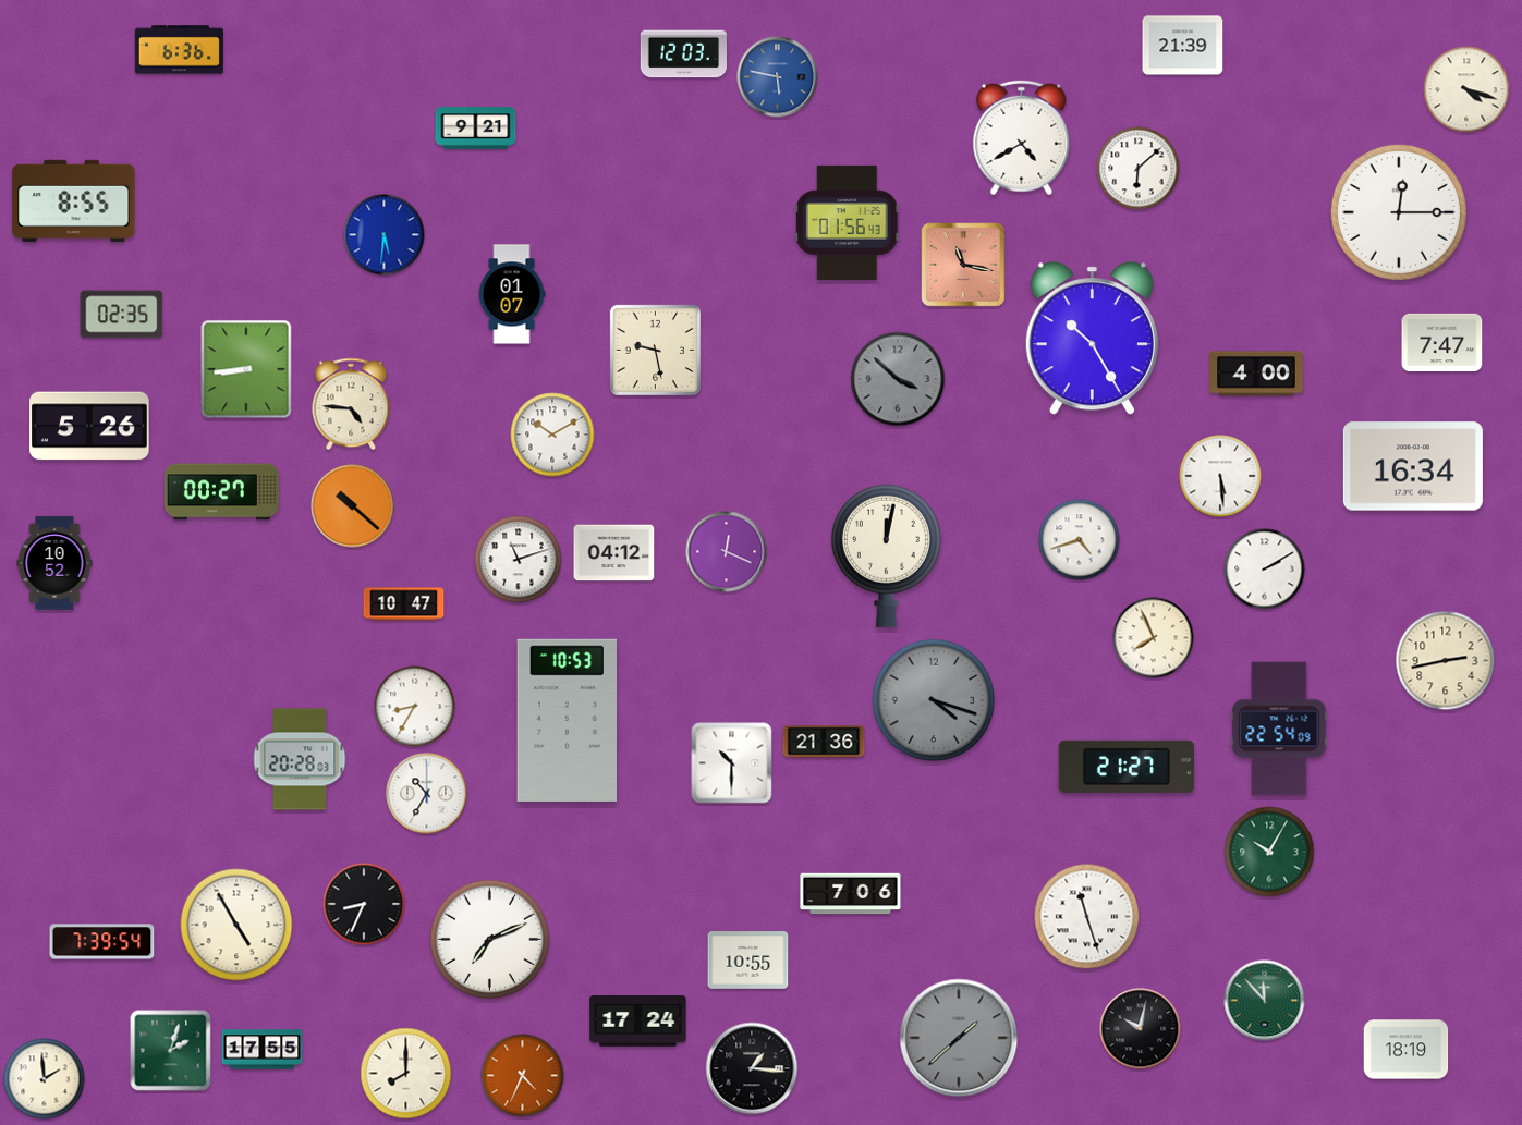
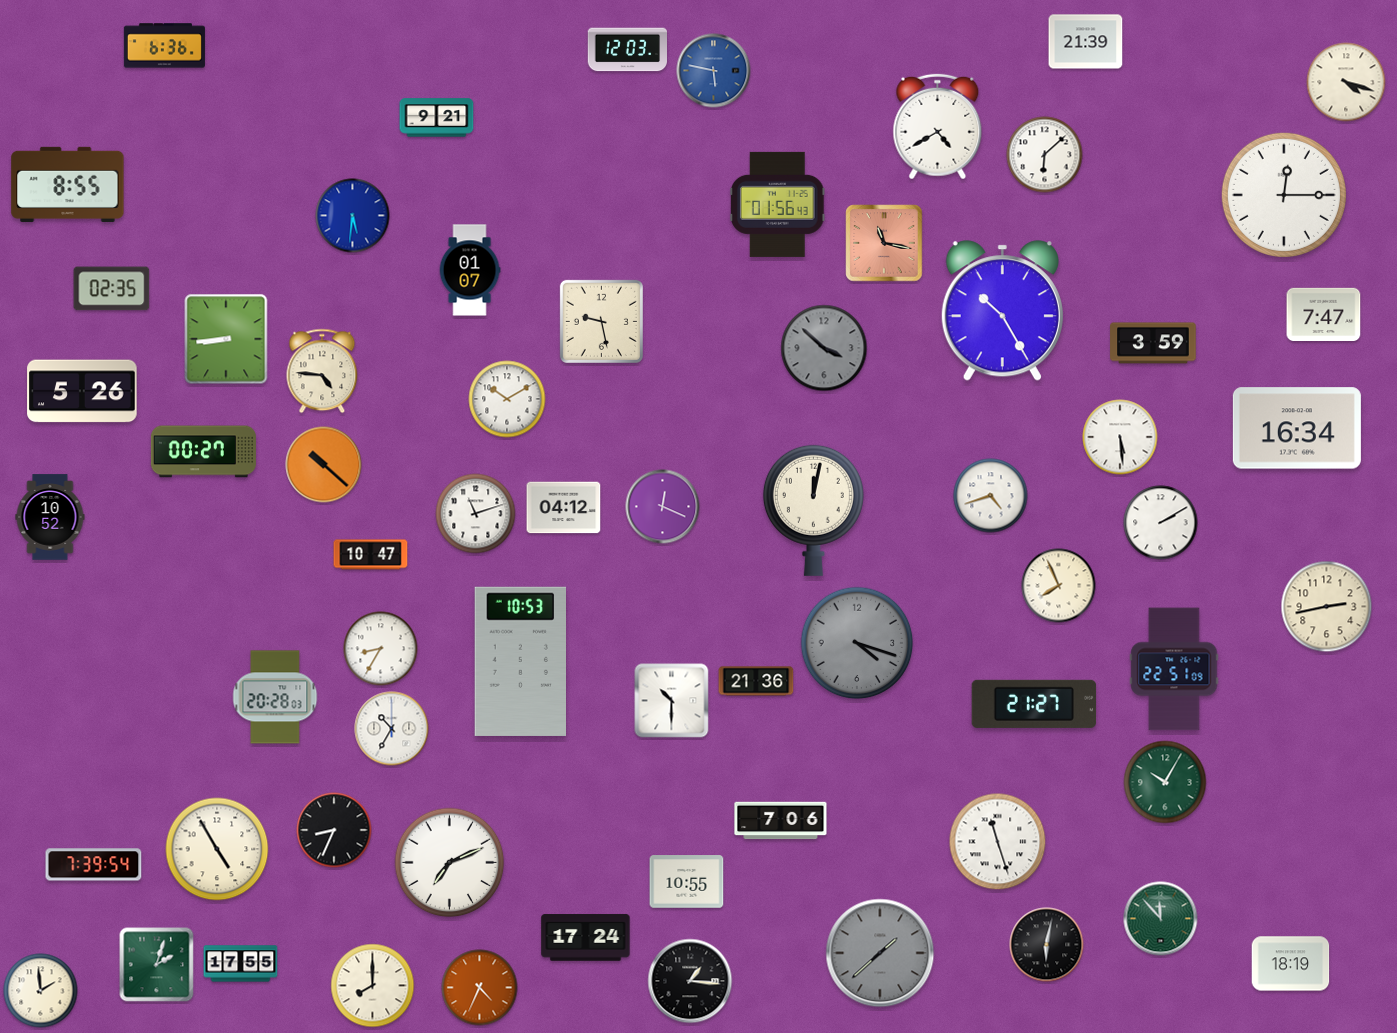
clock at (1256, 374): 4:00 -> 3:59
clock at (727, 552) position: (727, 552) -> (663, 507)
clock at (1279, 729): 22:54 -> 22:51
clock at (1141, 1029): 10:02 -> 6:02
